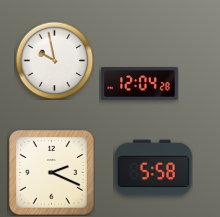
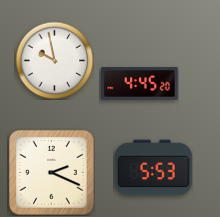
clock at (140, 84): 12:04 -> 4:45
clock at (154, 168): 5:58 -> 5:53
